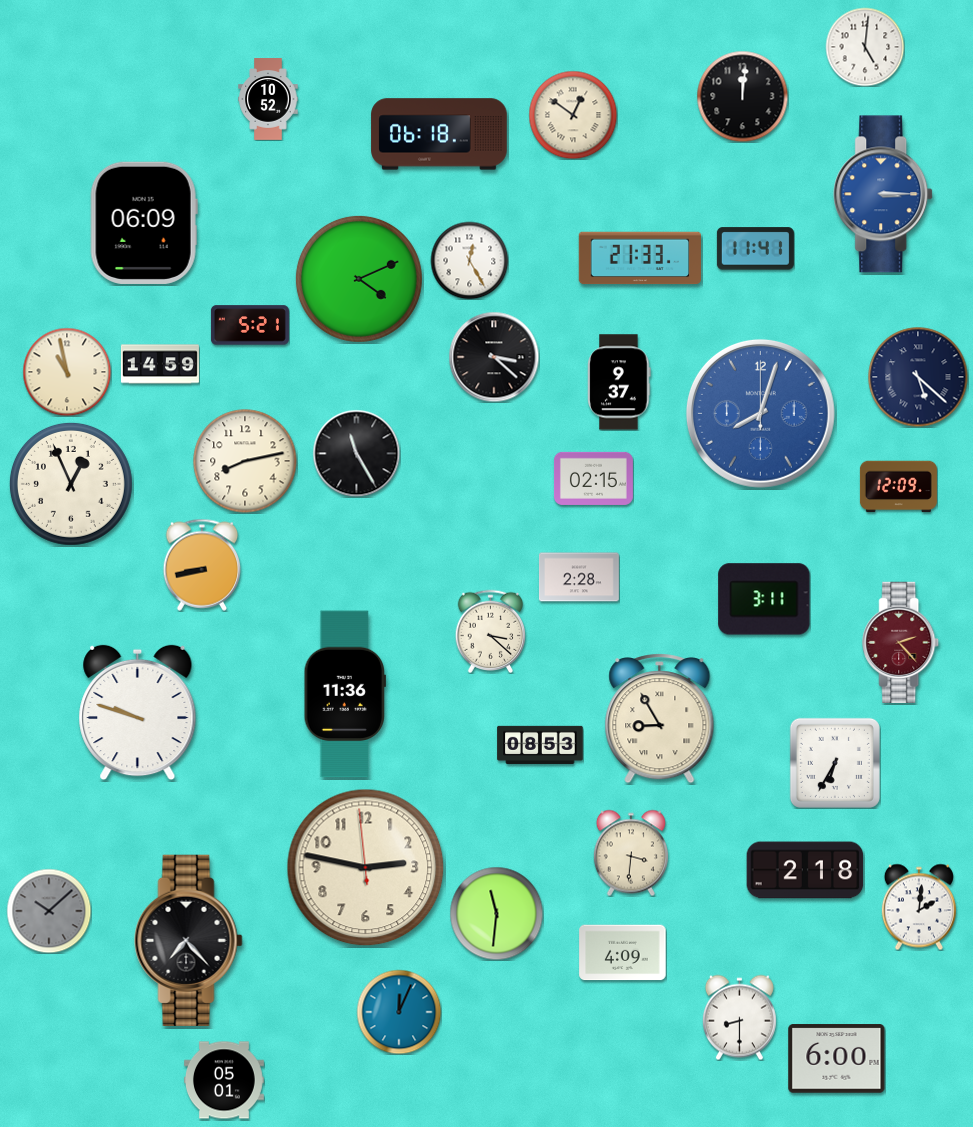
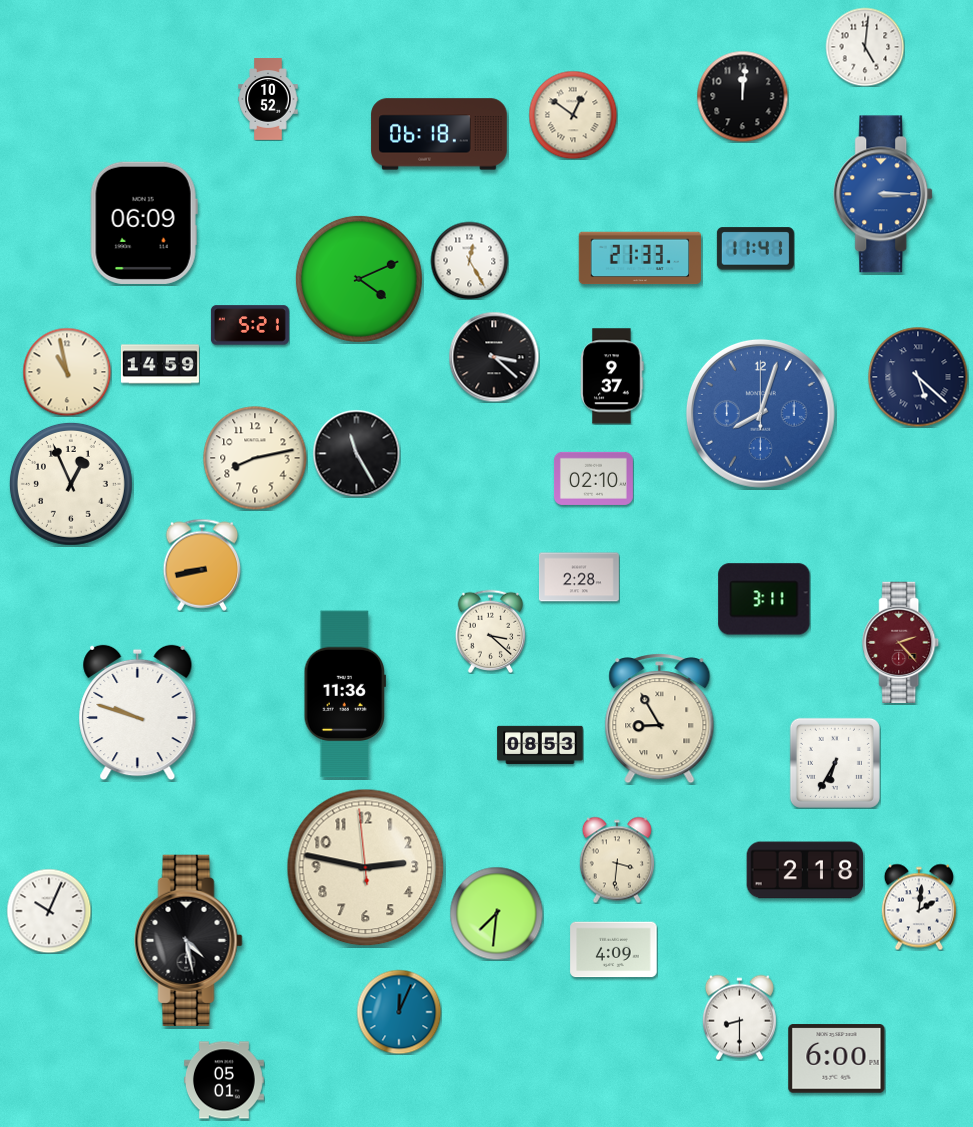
clock at (619, 382) position: (619, 382) -> (612, 376)
clock at (245, 461) position: (245, 461) -> (255, 458)
clock at (593, 478): 02:15 -> 02:10
clock at (898, 487): 12:09 -> none
clock at (631, 853) position: (631, 853) -> (617, 860)
clock at (49, 911): 10:08 -> 10:04
clock at (49, 911) dial: grey -> white
clock at (496, 913): 11:31 -> 7:31
clock at (189, 940): 7:23 -> 4:28
clock at (623, 953) position: (623, 953) -> (614, 950)
